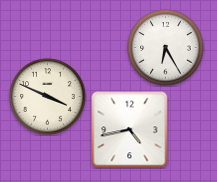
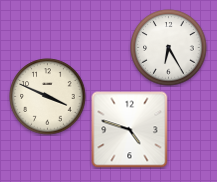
clock at (166, 48) position: (166, 48) -> (169, 48)
clock at (130, 130): 4:43 -> 4:48
